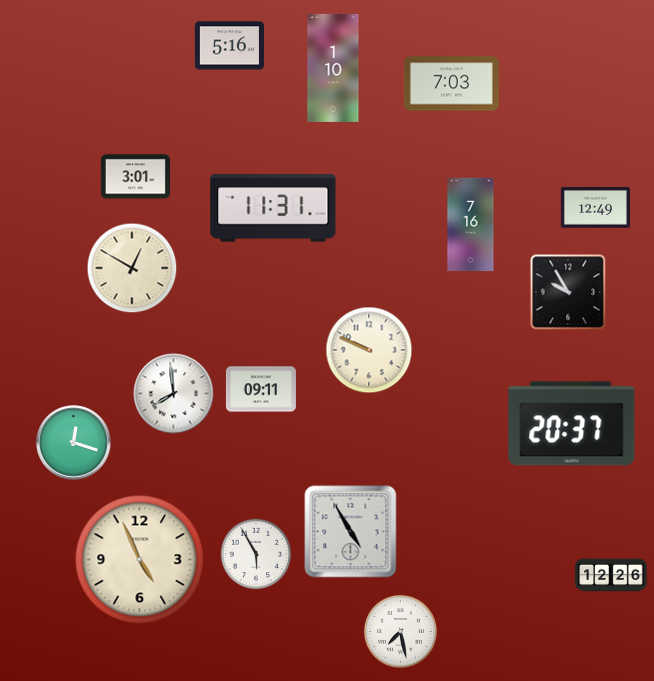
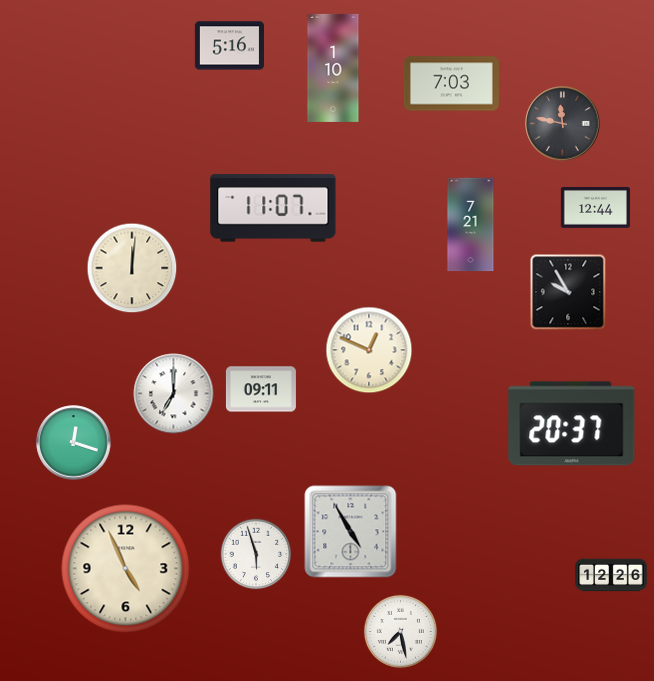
clock at (563, 124): none -> 11:47
clock at (135, 177): 3:01 -> none
clock at (273, 208): 11:31 -> 11:07
clock at (595, 208): 12:49 -> 12:44
clock at (471, 225): 7:16 -> 7:21
clock at (132, 268): 12:50 -> 12:01
clock at (369, 350): 9:49 -> 12:49
clock at (174, 394): 7:59 -> 7:00
clock at (256, 554): 5:55 -> 5:57
clock at (140, 560) position: (140, 560) -> (126, 569)
